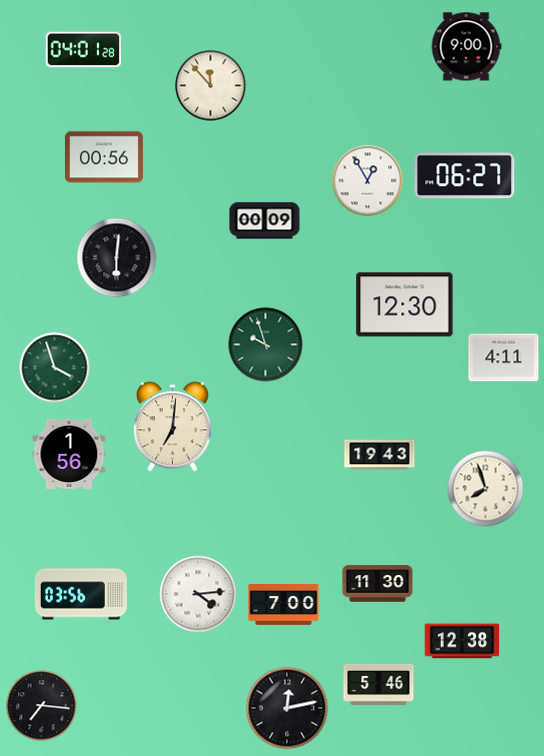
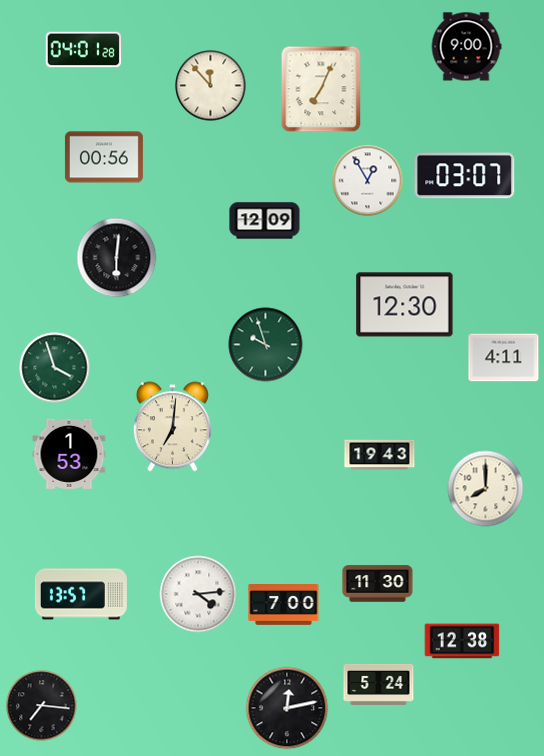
clock at (321, 89): none -> 7:04
clock at (465, 176): 06:27 -> 03:07
clock at (265, 221): 00:09 -> 12:09
clock at (69, 454): 1:56 -> 1:53
clock at (486, 489): 7:57 -> 8:00
clock at (81, 594): 03:56 -> 13:57
clock at (379, 684): 5:46 -> 5:24
